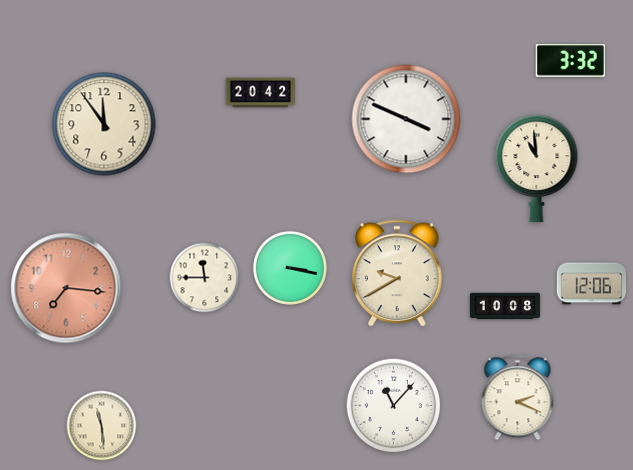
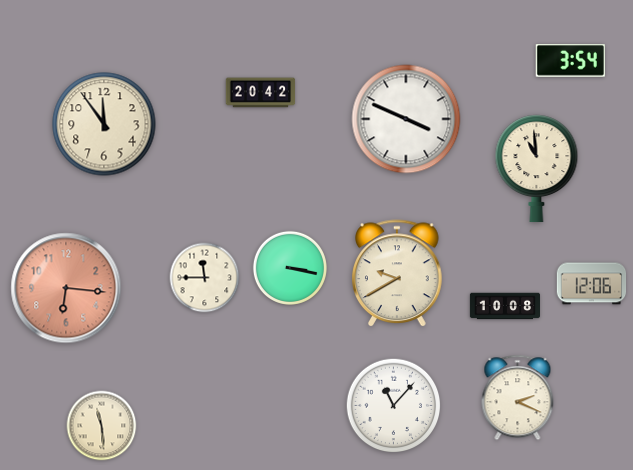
clock at (570, 61): 3:32 -> 3:54
clock at (66, 288): 7:16 -> 6:16
